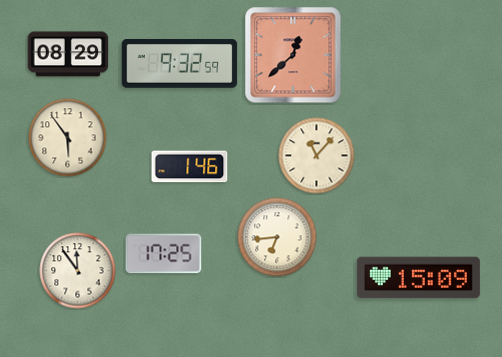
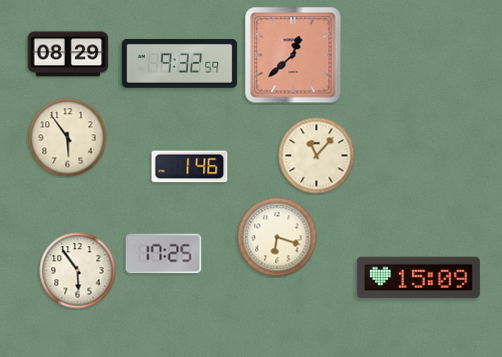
clock at (277, 237): 6:44 -> 6:18
clock at (78, 271): 11:54 -> 5:54
